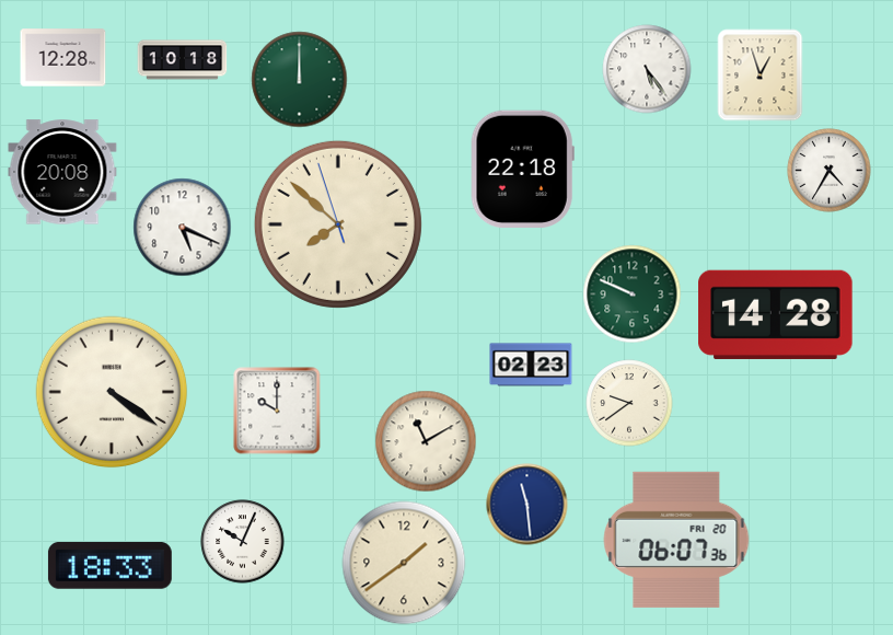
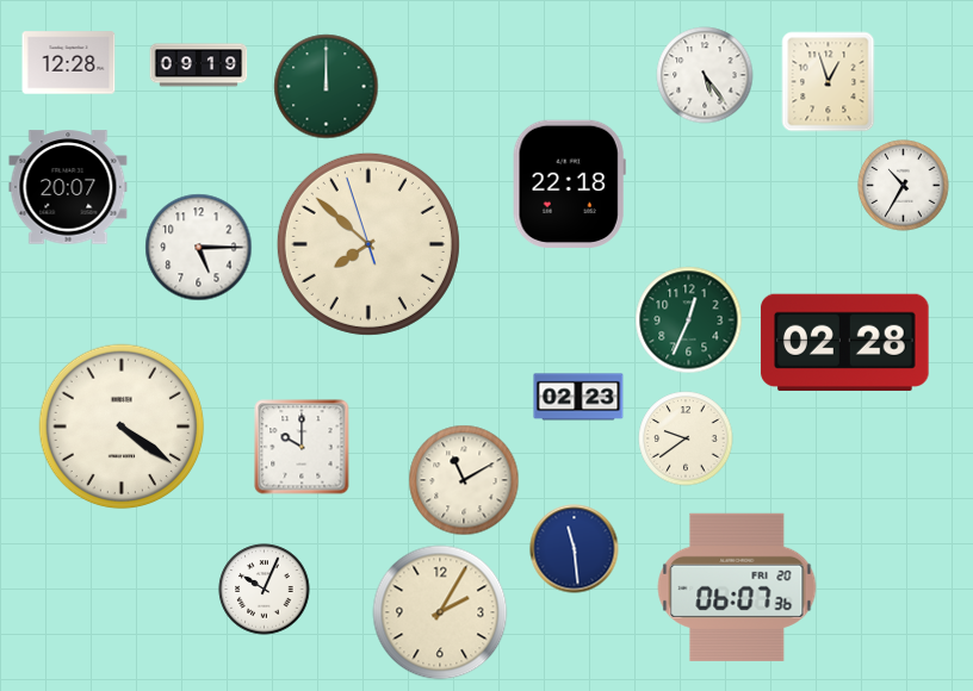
clock at (183, 60): 10:18 -> 09:19
clock at (830, 171): 4:35 -> 10:35
clock at (62, 172): 20:08 -> 20:07
clock at (183, 228): 5:19 -> 5:15
clock at (633, 295): 9:49 -> 12:34
clock at (776, 314): 14:28 -> 02:28
clock at (404, 563): 1:39 -> 2:05
clock at (109, 565): 18:33 -> none
